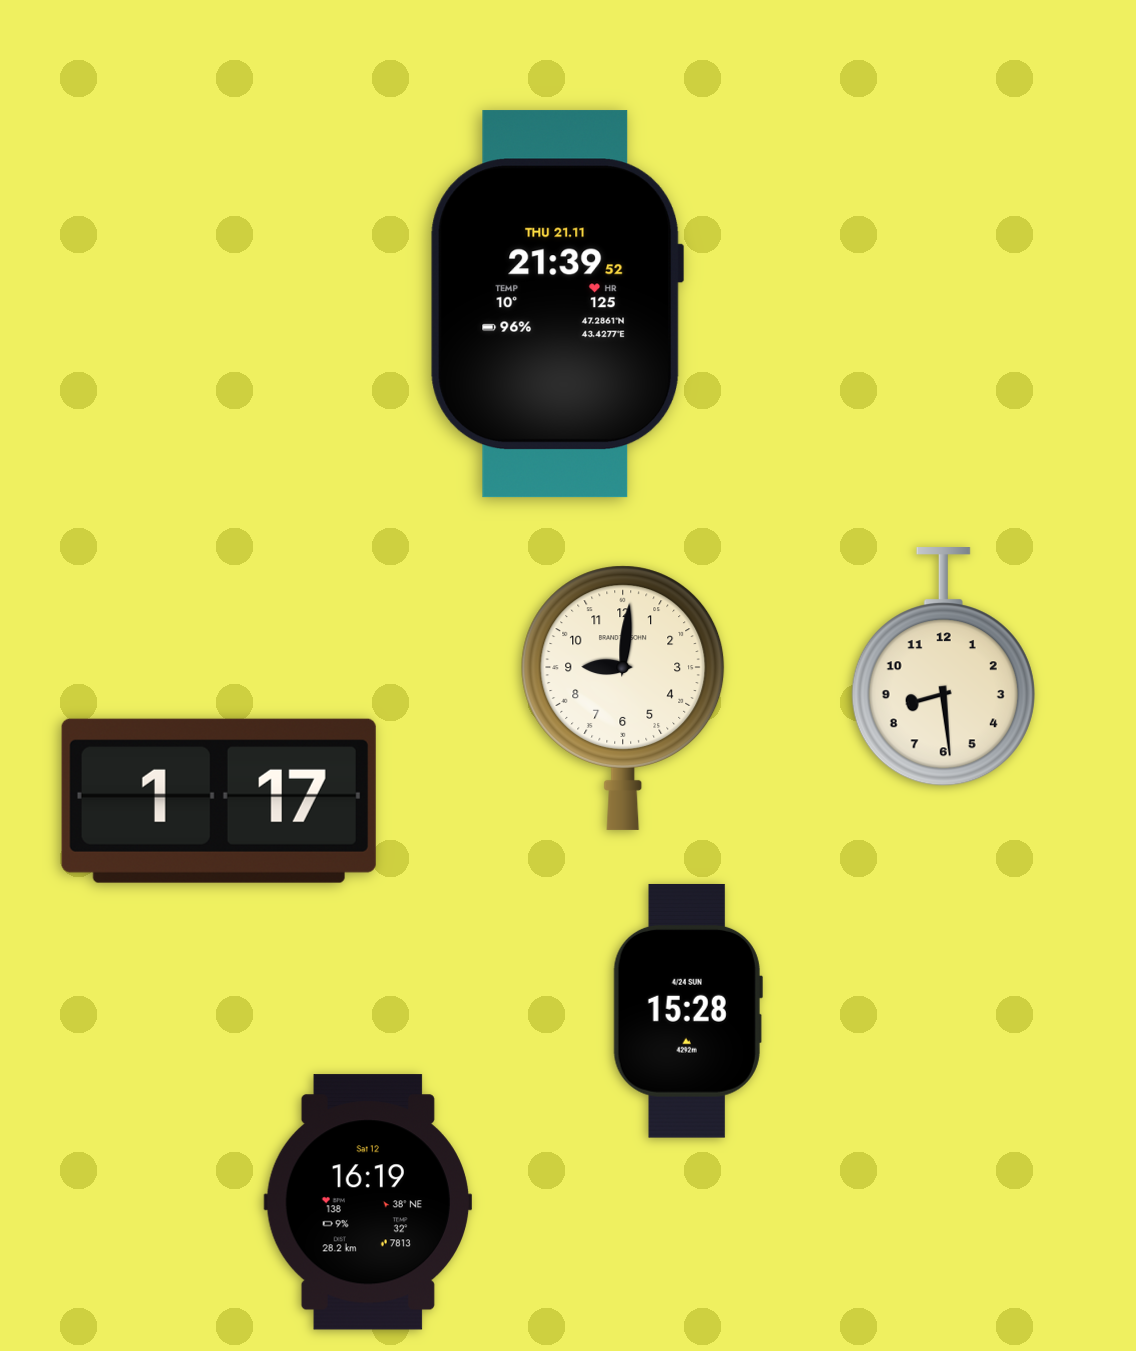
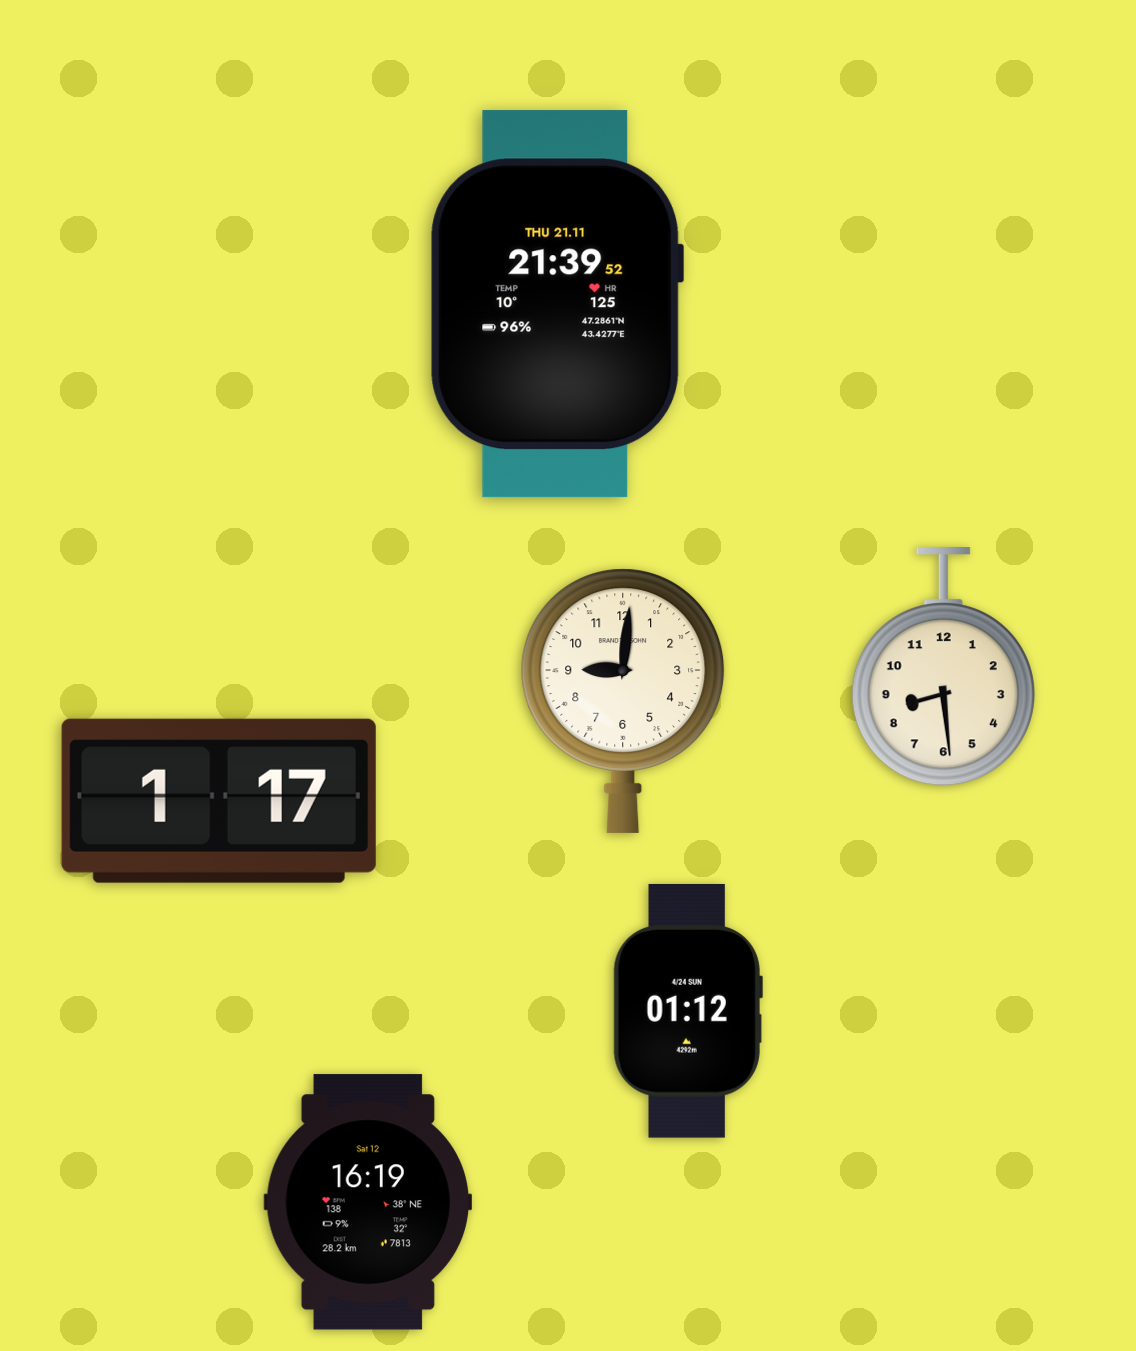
clock at (623, 698) position: (623, 698) -> (623, 701)
clock at (688, 1011): 15:28 -> 01:12
